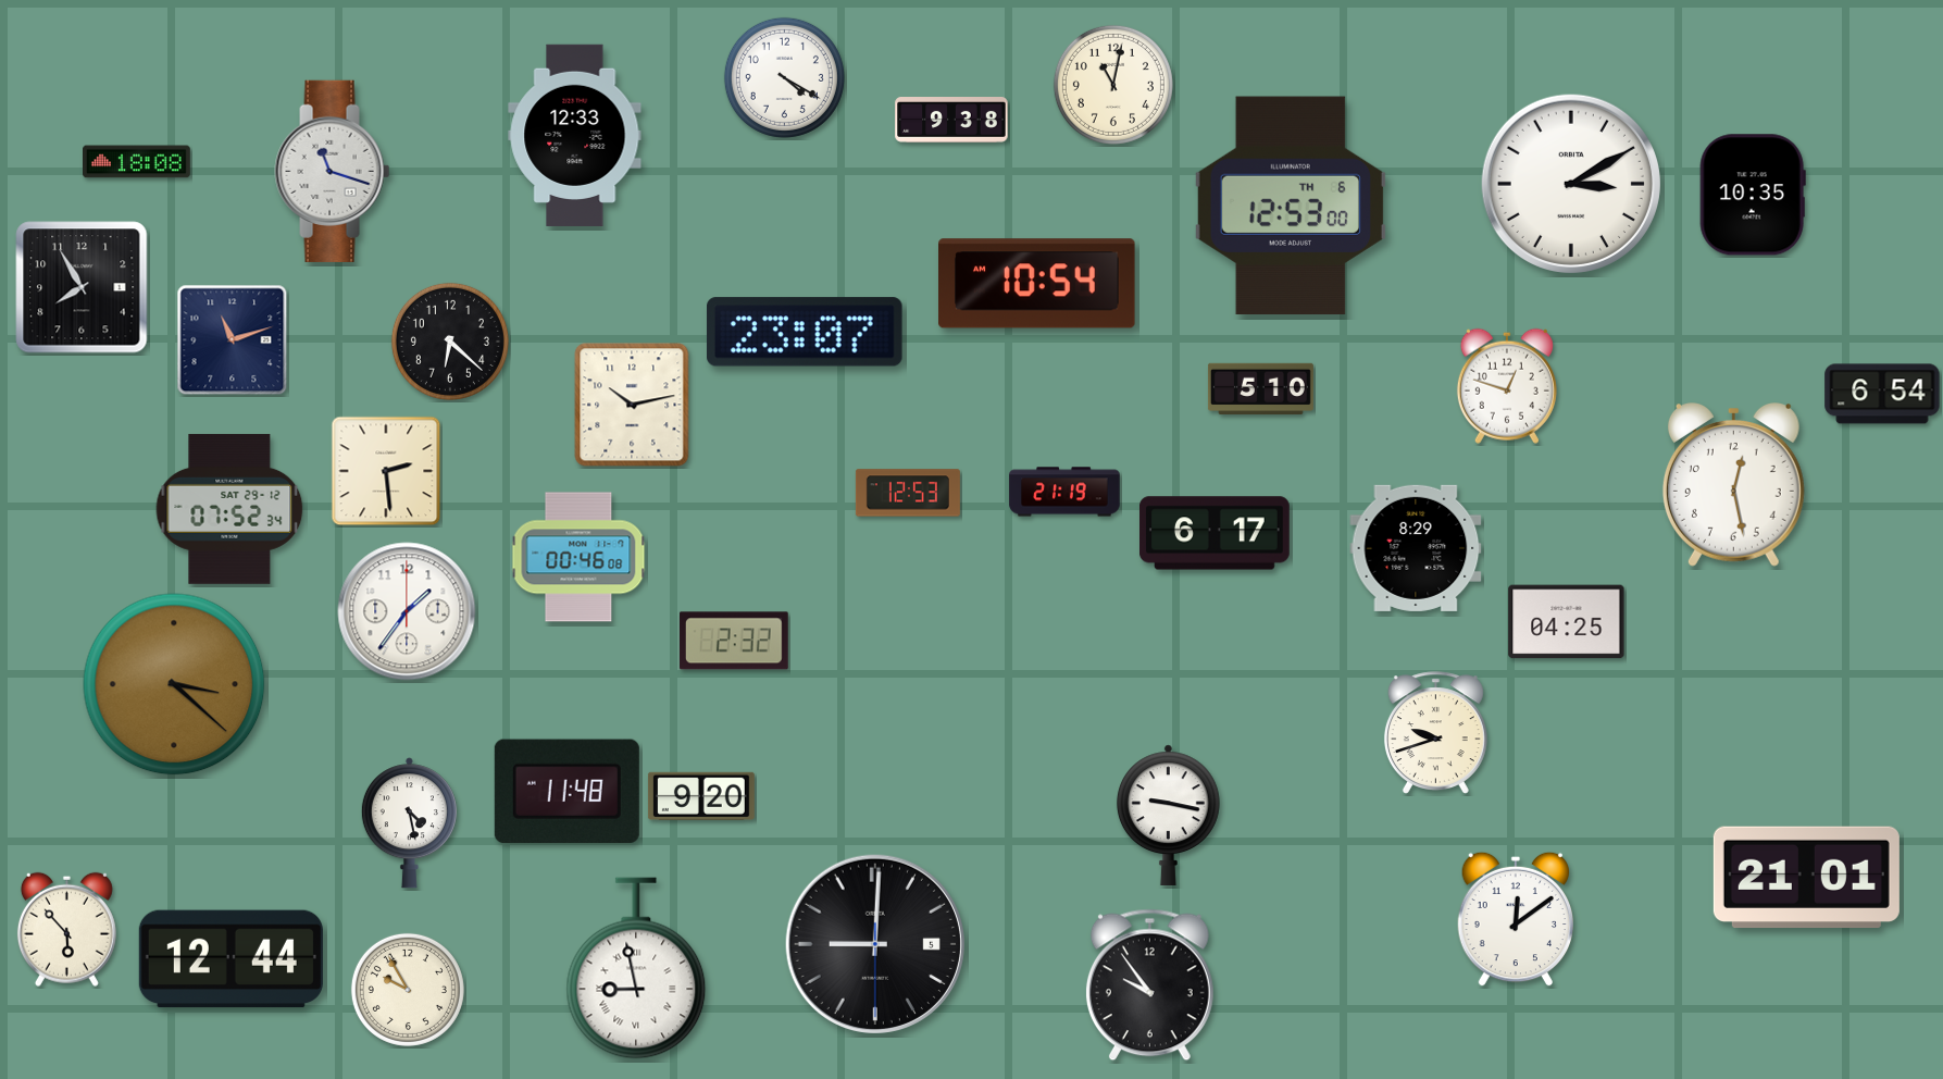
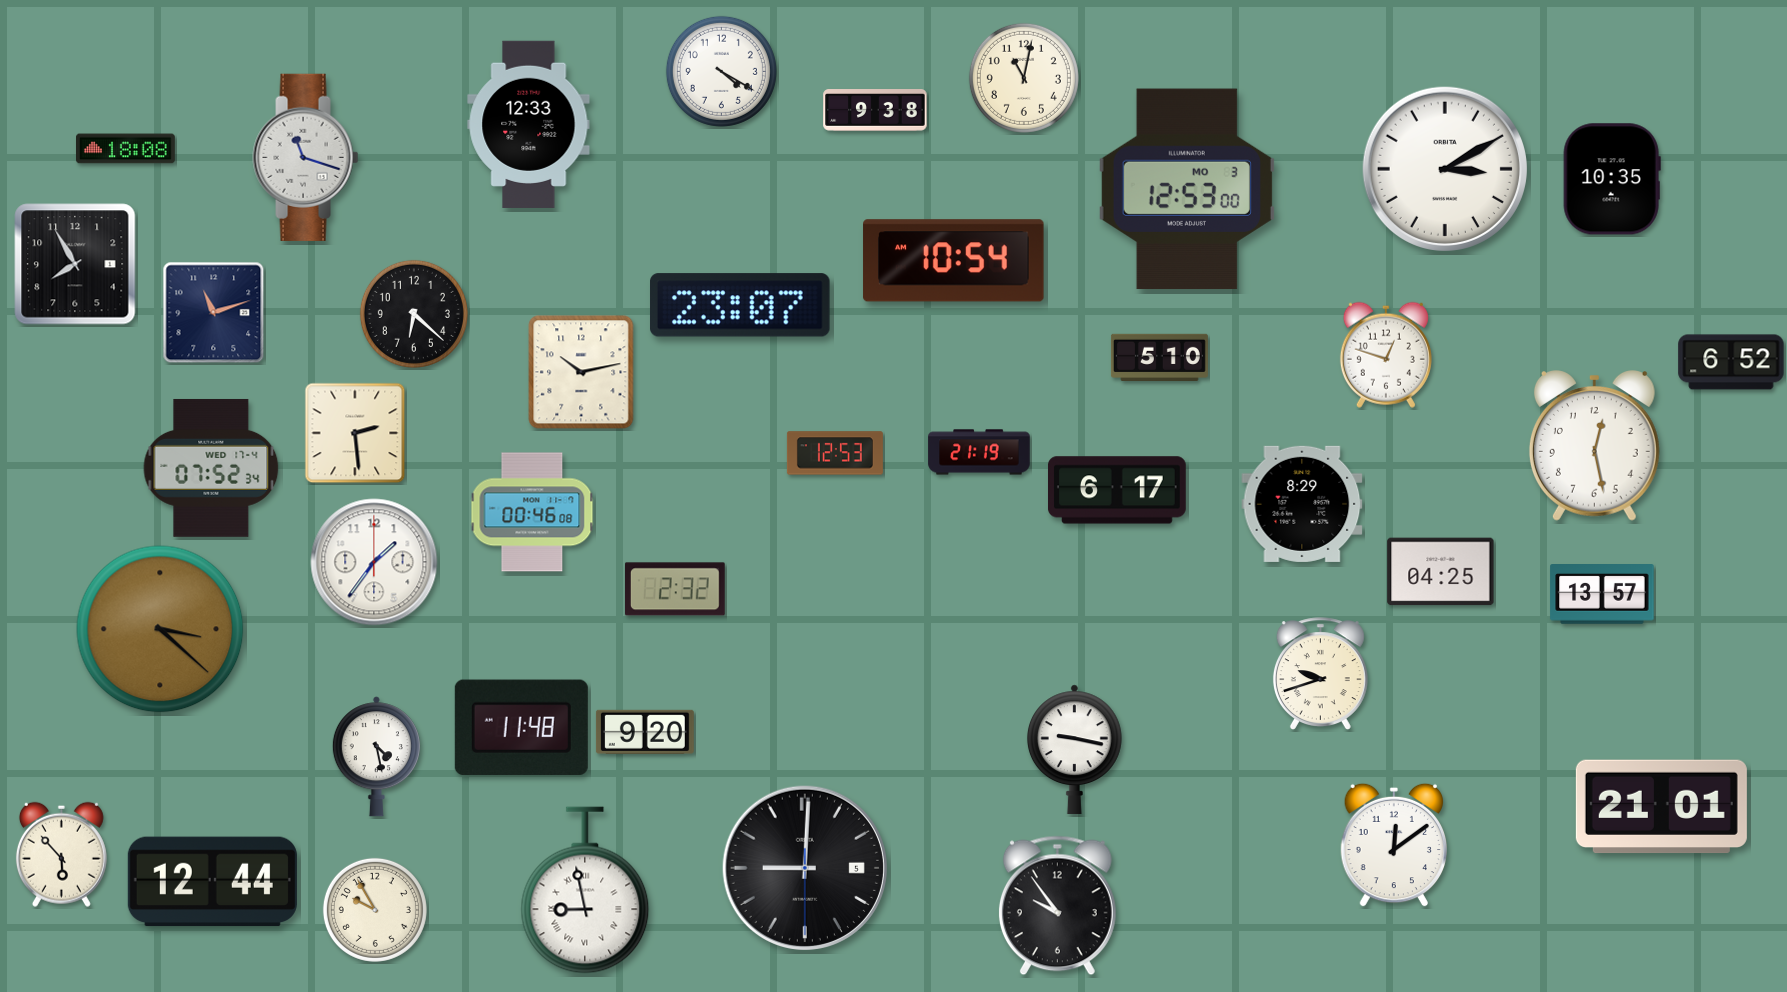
clock at (1291, 206) date: TH 6 -> MO 3
clock at (1882, 394): 6:54 -> 6:52
clock at (229, 509) date: SAT 29-12 -> WED 17-4
clock at (1602, 595): none -> 13:57
